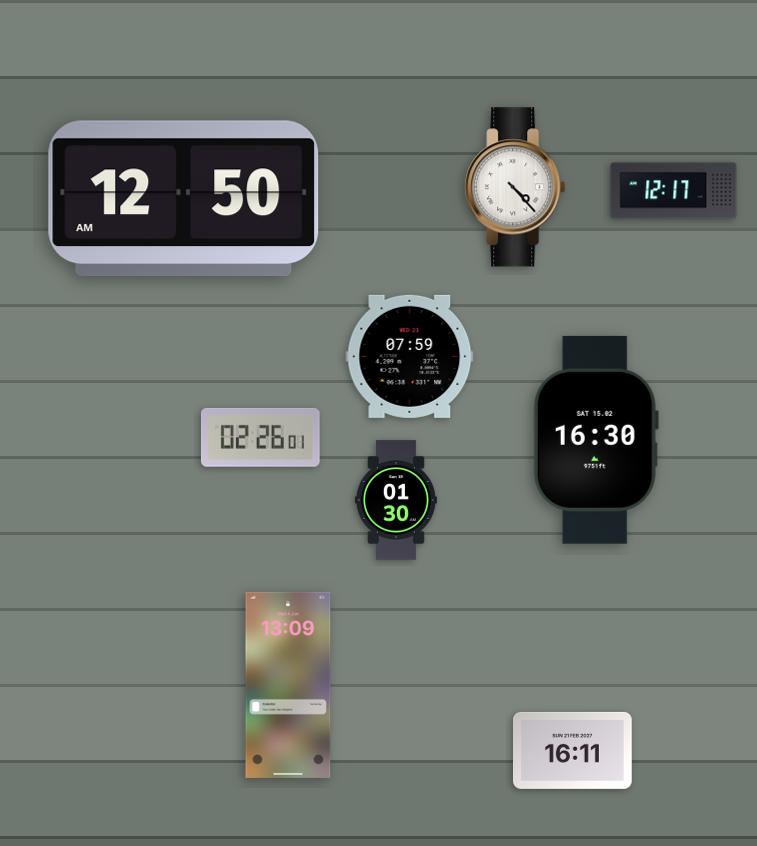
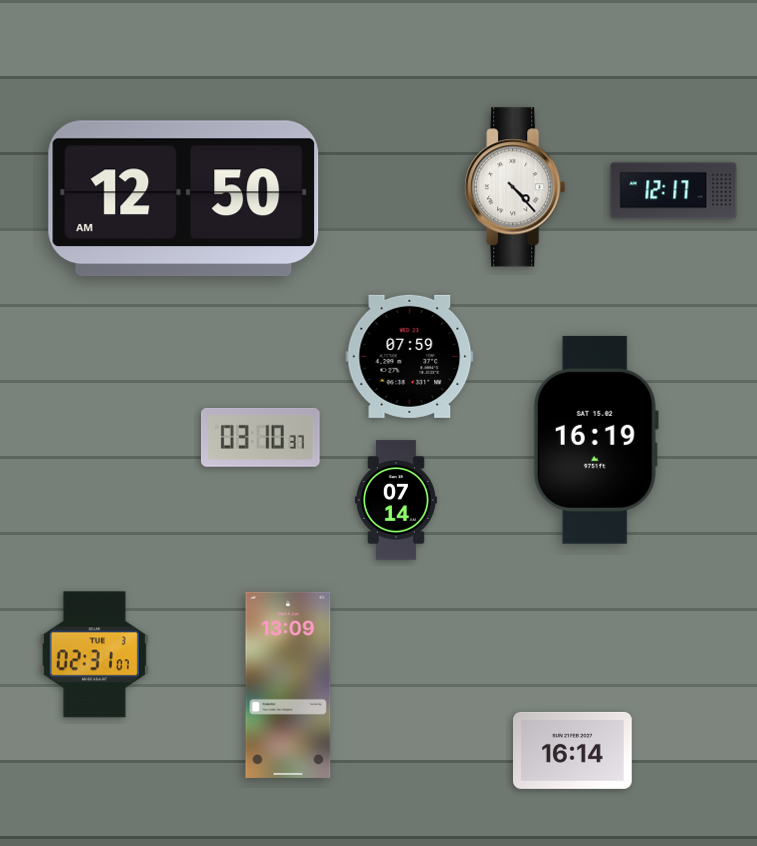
clock at (260, 437): 02:26 -> 03:10
clock at (596, 440): 16:30 -> 16:19
clock at (396, 500): 01:30 -> 07:14
clock at (94, 655): none -> 02:31
clock at (573, 750): 16:11 -> 16:14
